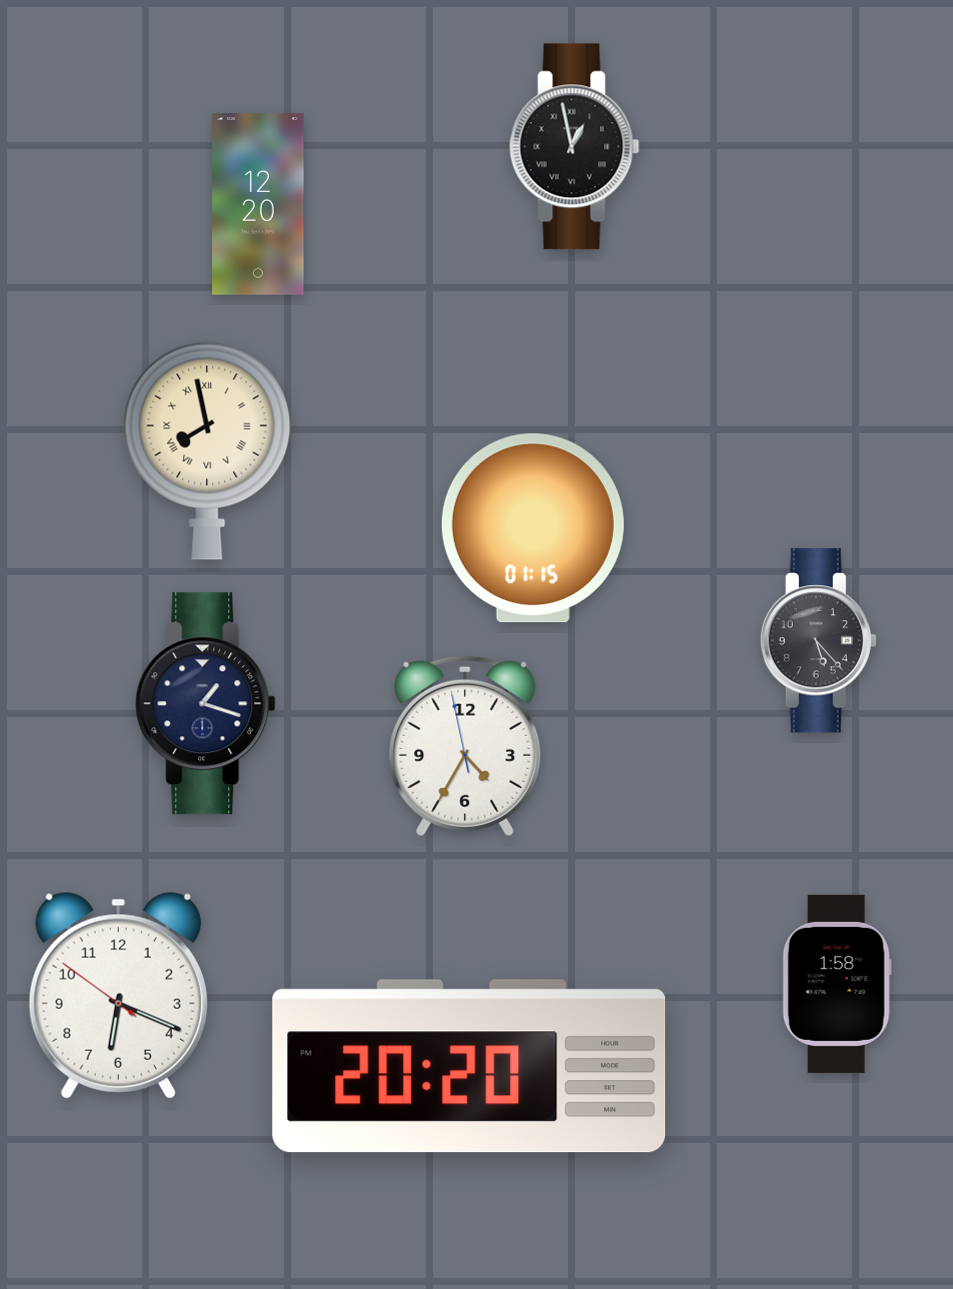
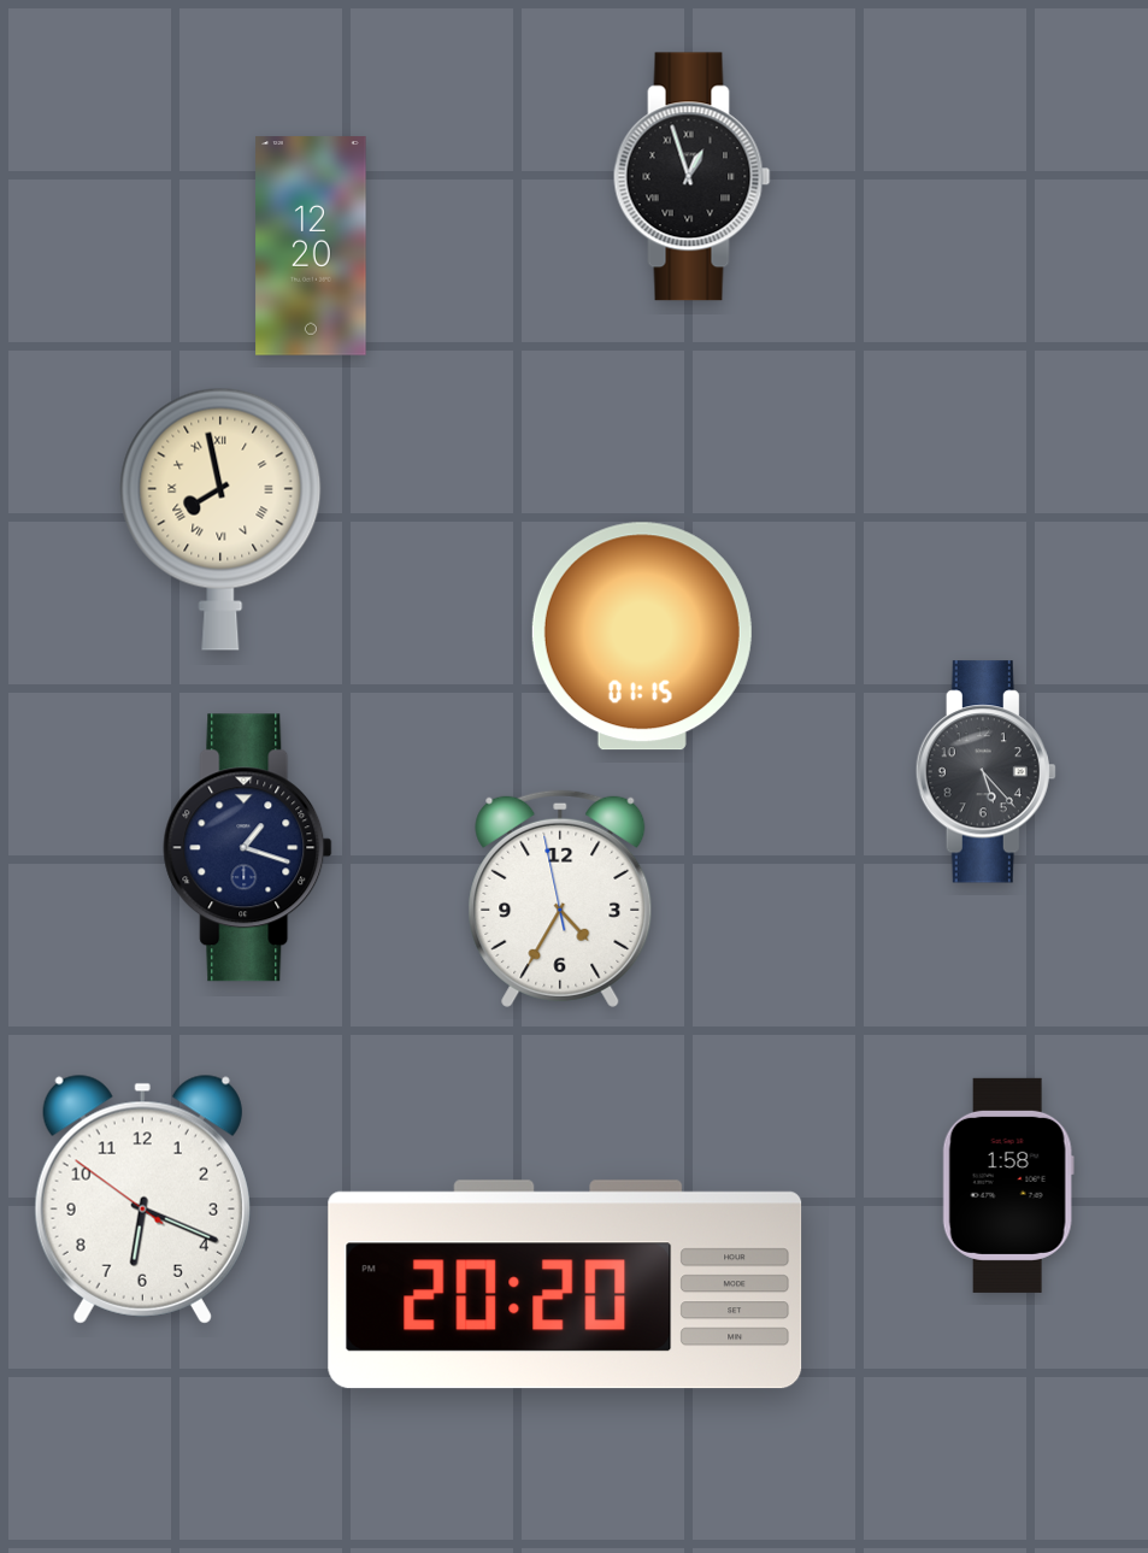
clock at (575, 147): 12:58 -> 12:57
clock at (207, 451) position: (207, 451) -> (220, 519)
